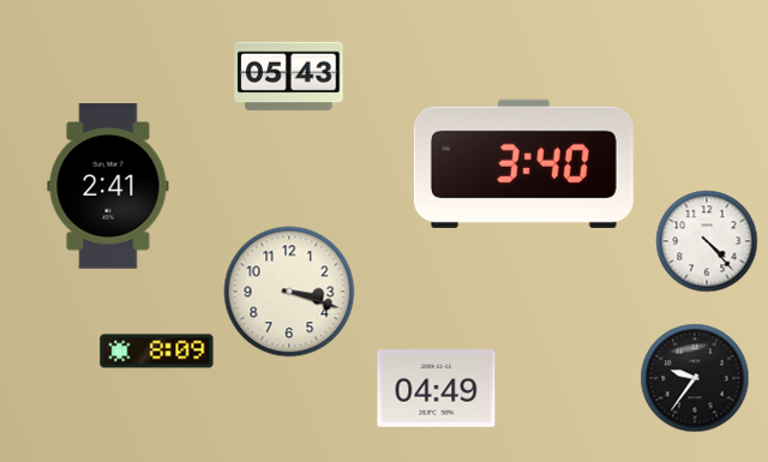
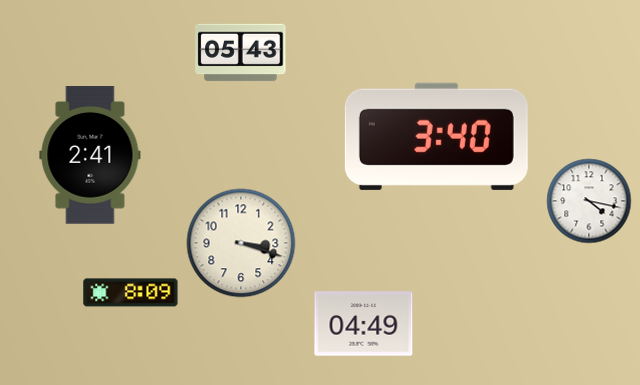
clock at (289, 77) position: (289, 77) -> (241, 53)
clock at (707, 241): 4:23 -> 4:17
clock at (695, 378): 9:36 -> none
